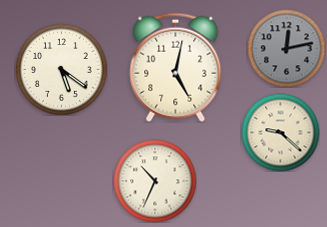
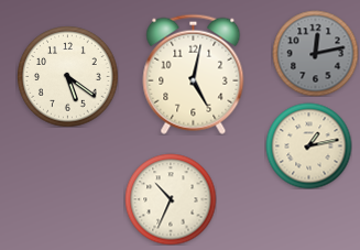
clock at (280, 132): 9:22 -> 1:13
